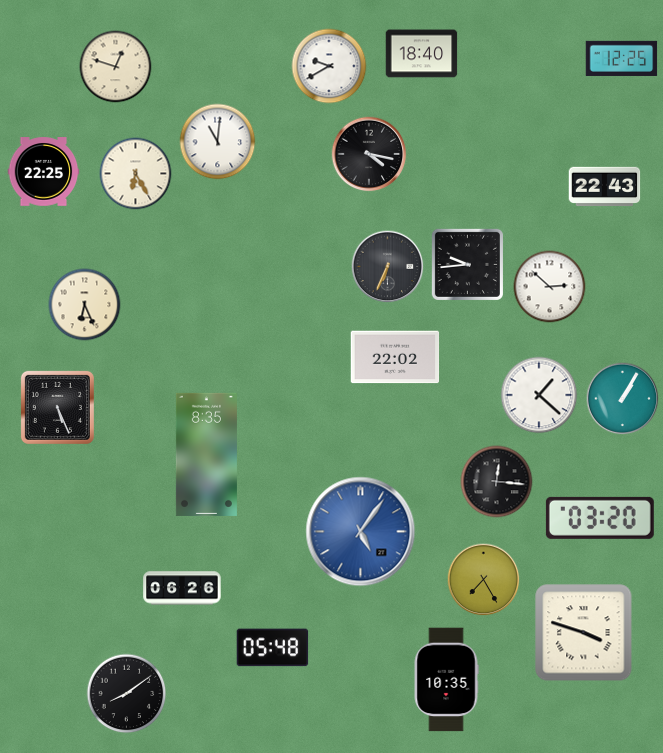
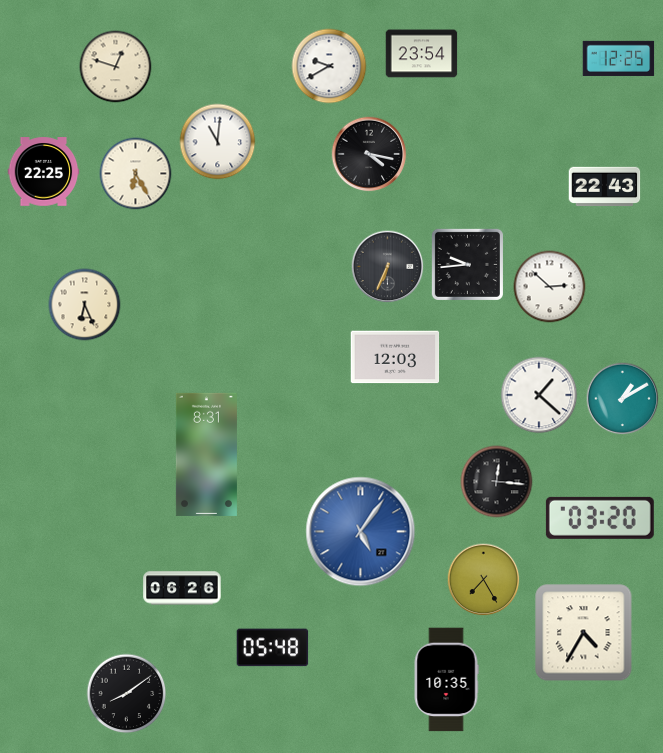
clock at (422, 54): 18:40 -> 23:54
clock at (622, 58) position: (622, 58) -> (619, 58)
clock at (395, 357): 22:02 -> 12:03
clock at (623, 399): 1:05 -> 1:10
clock at (57, 407): 5:26 -> none
clock at (206, 454): 8:35 -> 8:31
clock at (584, 633): 3:48 -> 4:35
